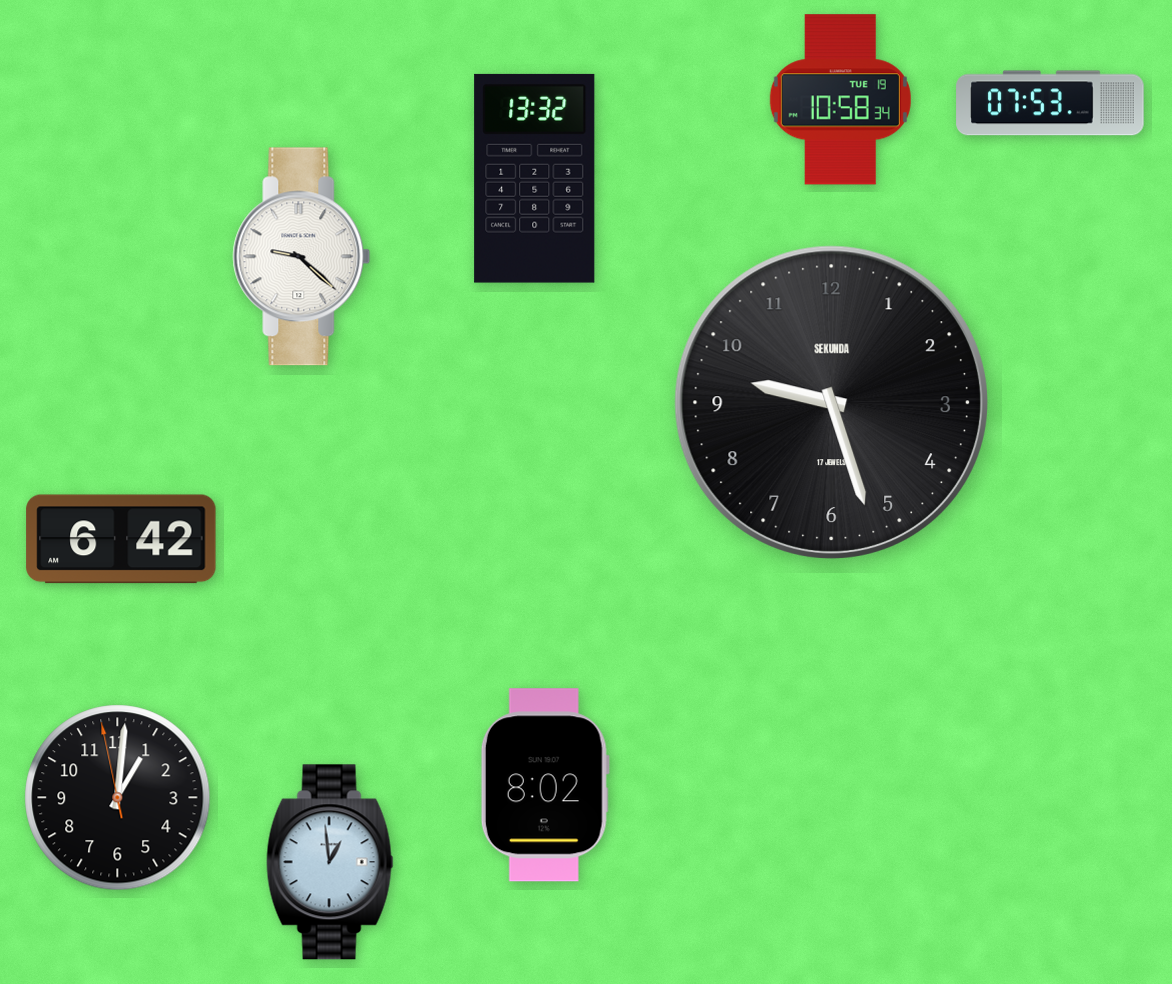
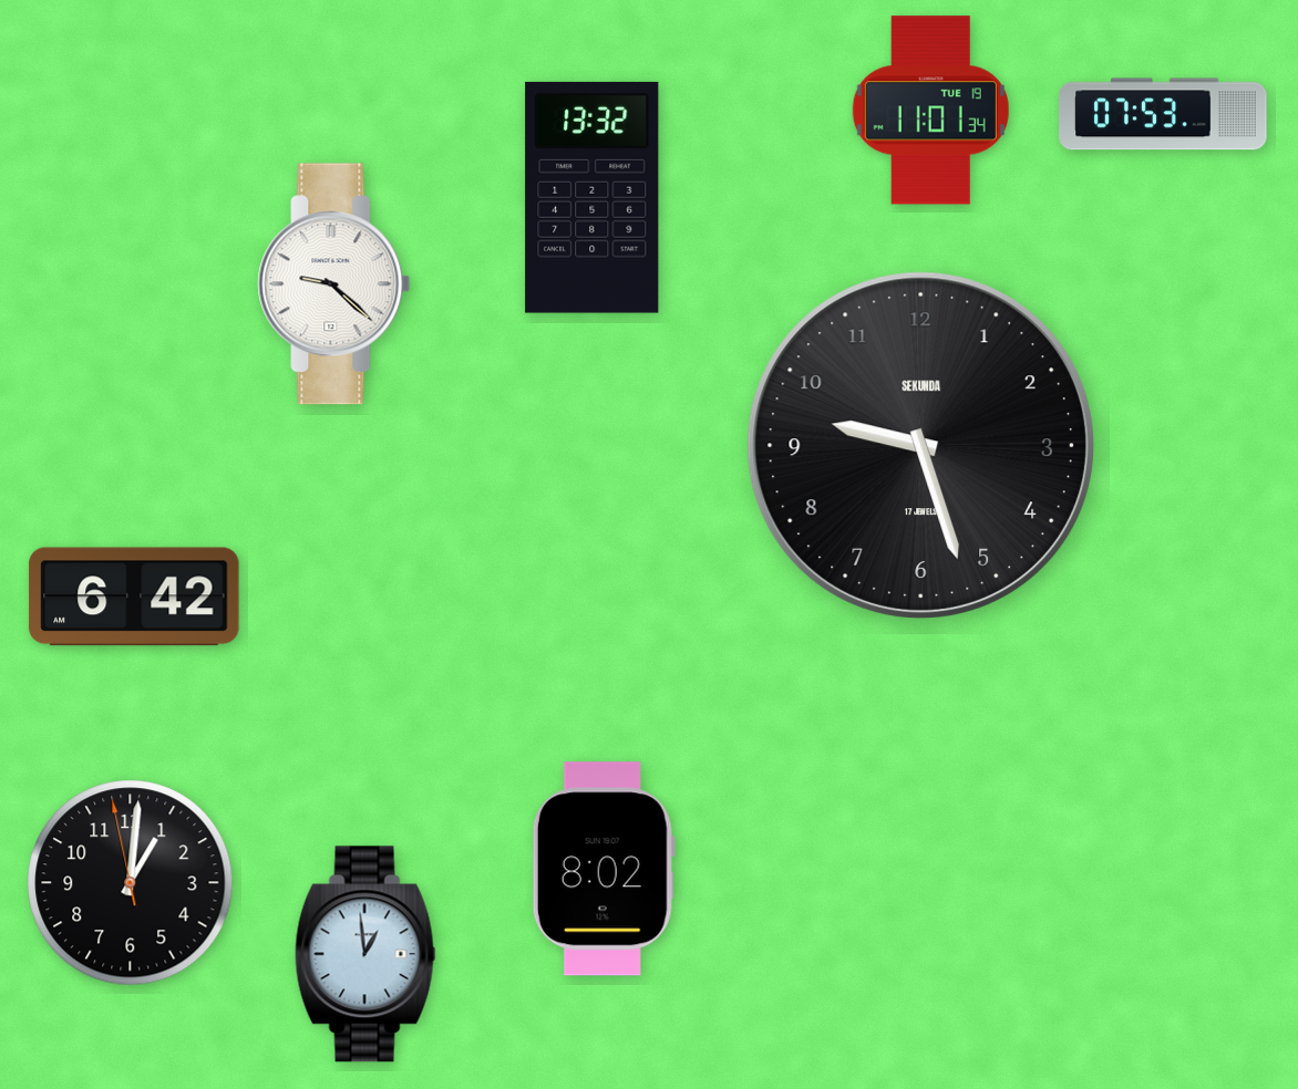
clock at (840, 100): 10:58 -> 11:01
